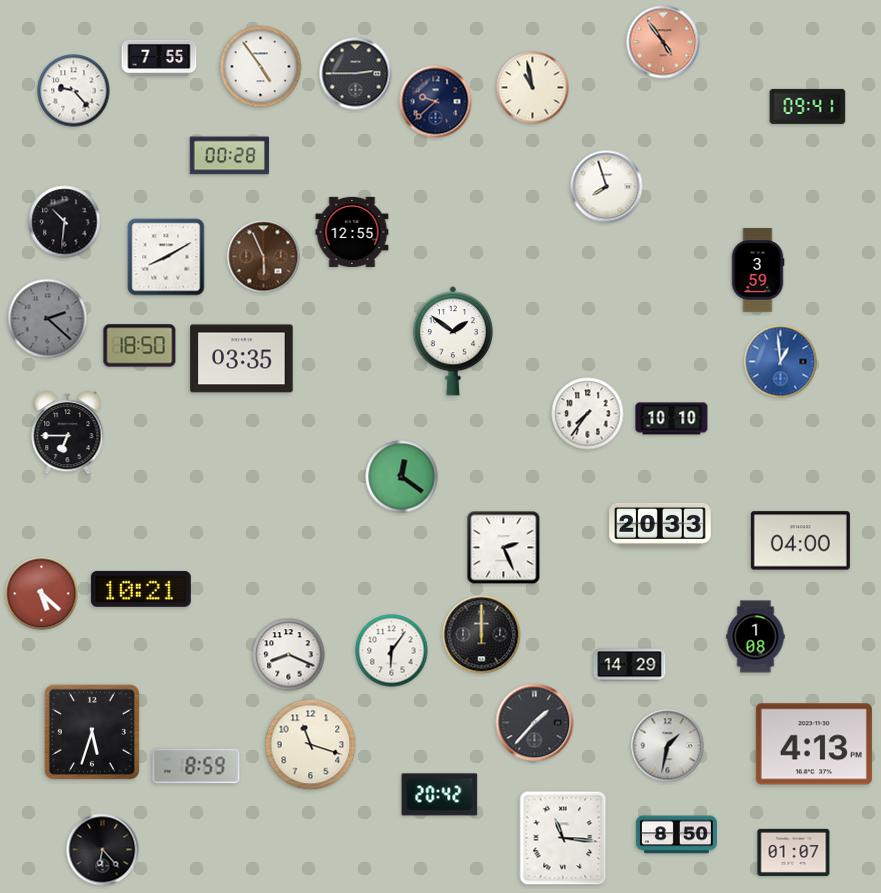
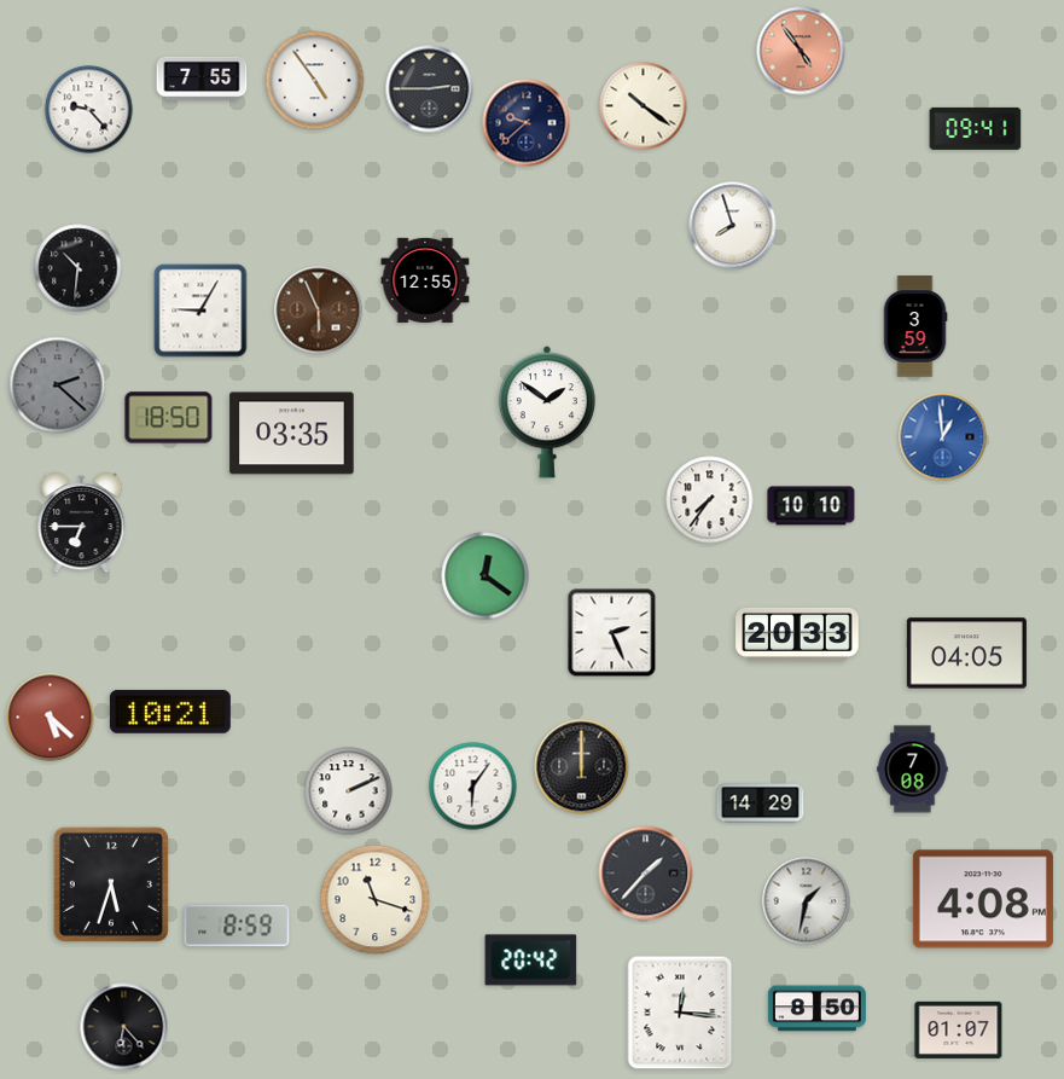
clock at (159, 57) position: (159, 57) -> (202, 77)
clock at (533, 88): 10:58 -> 10:21
clock at (229, 156): 00:28 -> none
clock at (166, 257): 8:10 -> 9:05
clock at (800, 541): 04:00 -> 04:05
clock at (504, 548) position: (504, 548) -> (612, 633)
clock at (756, 637): 1:08 -> 7:08
clock at (289, 655): 8:19 -> 2:11
clock at (814, 744): 4:13 -> 4:08
clock at (563, 838): 11:16 -> 12:16
